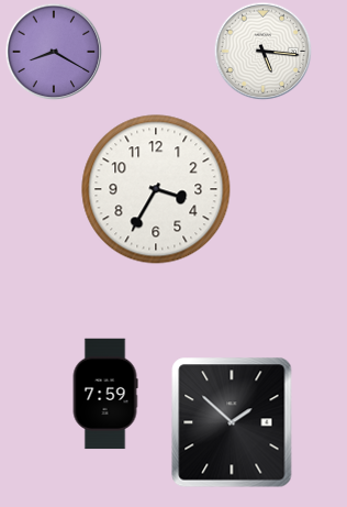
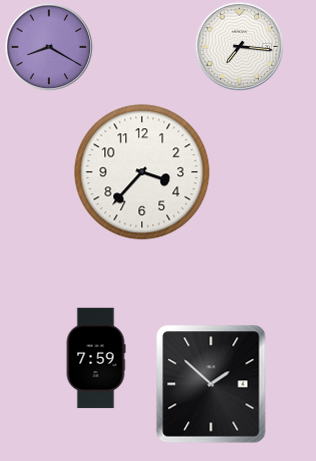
clock at (262, 51): 5:16 -> 7:16
clock at (156, 189): 3:35 -> 3:37
